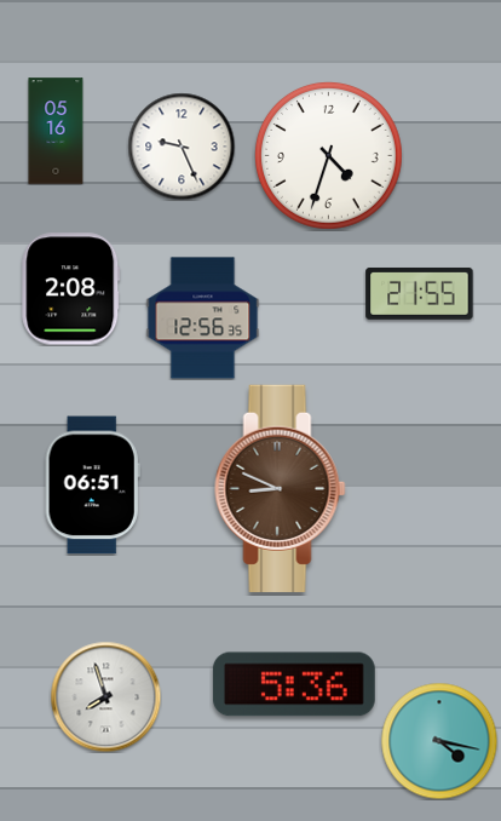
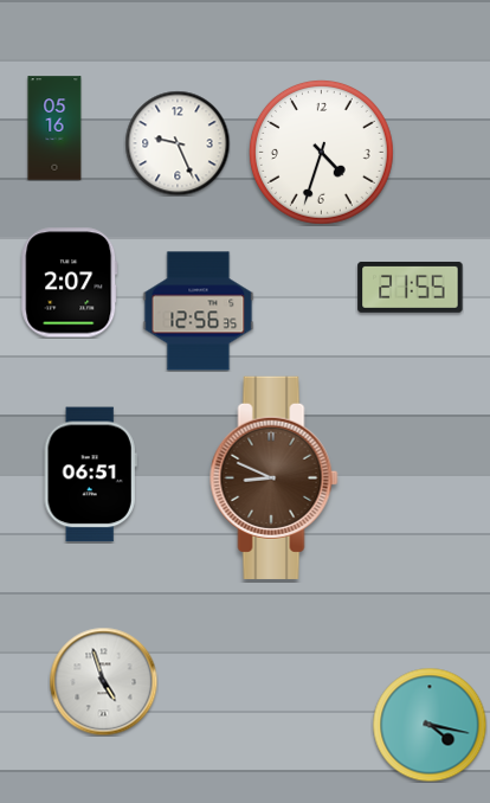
clock at (71, 289): 2:08 -> 2:07
clock at (294, 684): 5:36 -> none
clock at (105, 696): 7:57 -> 4:57
